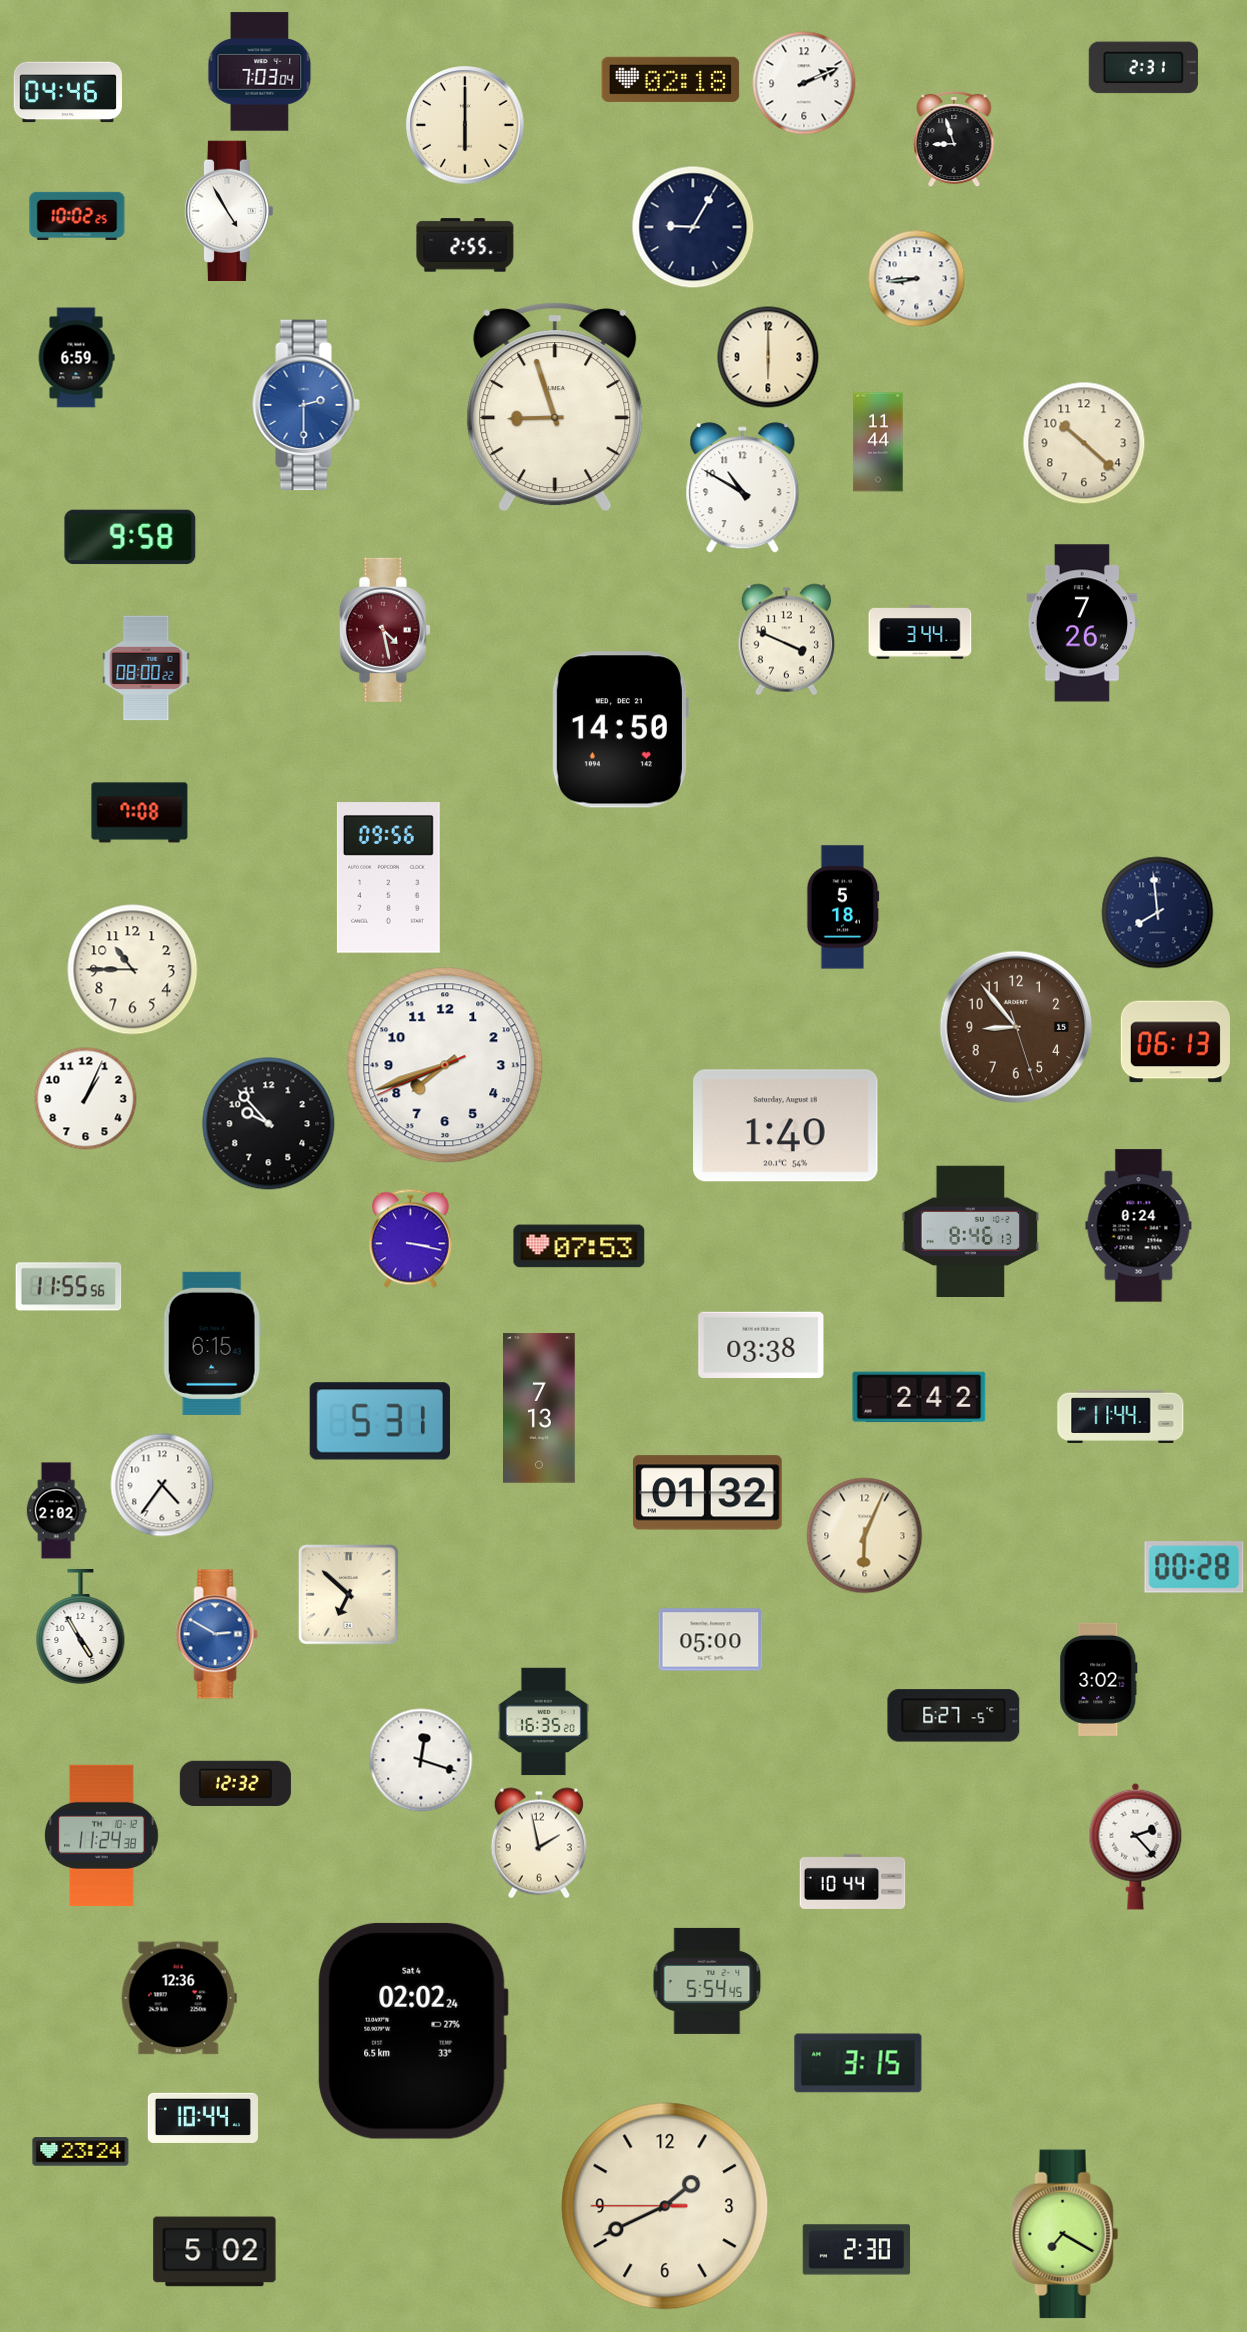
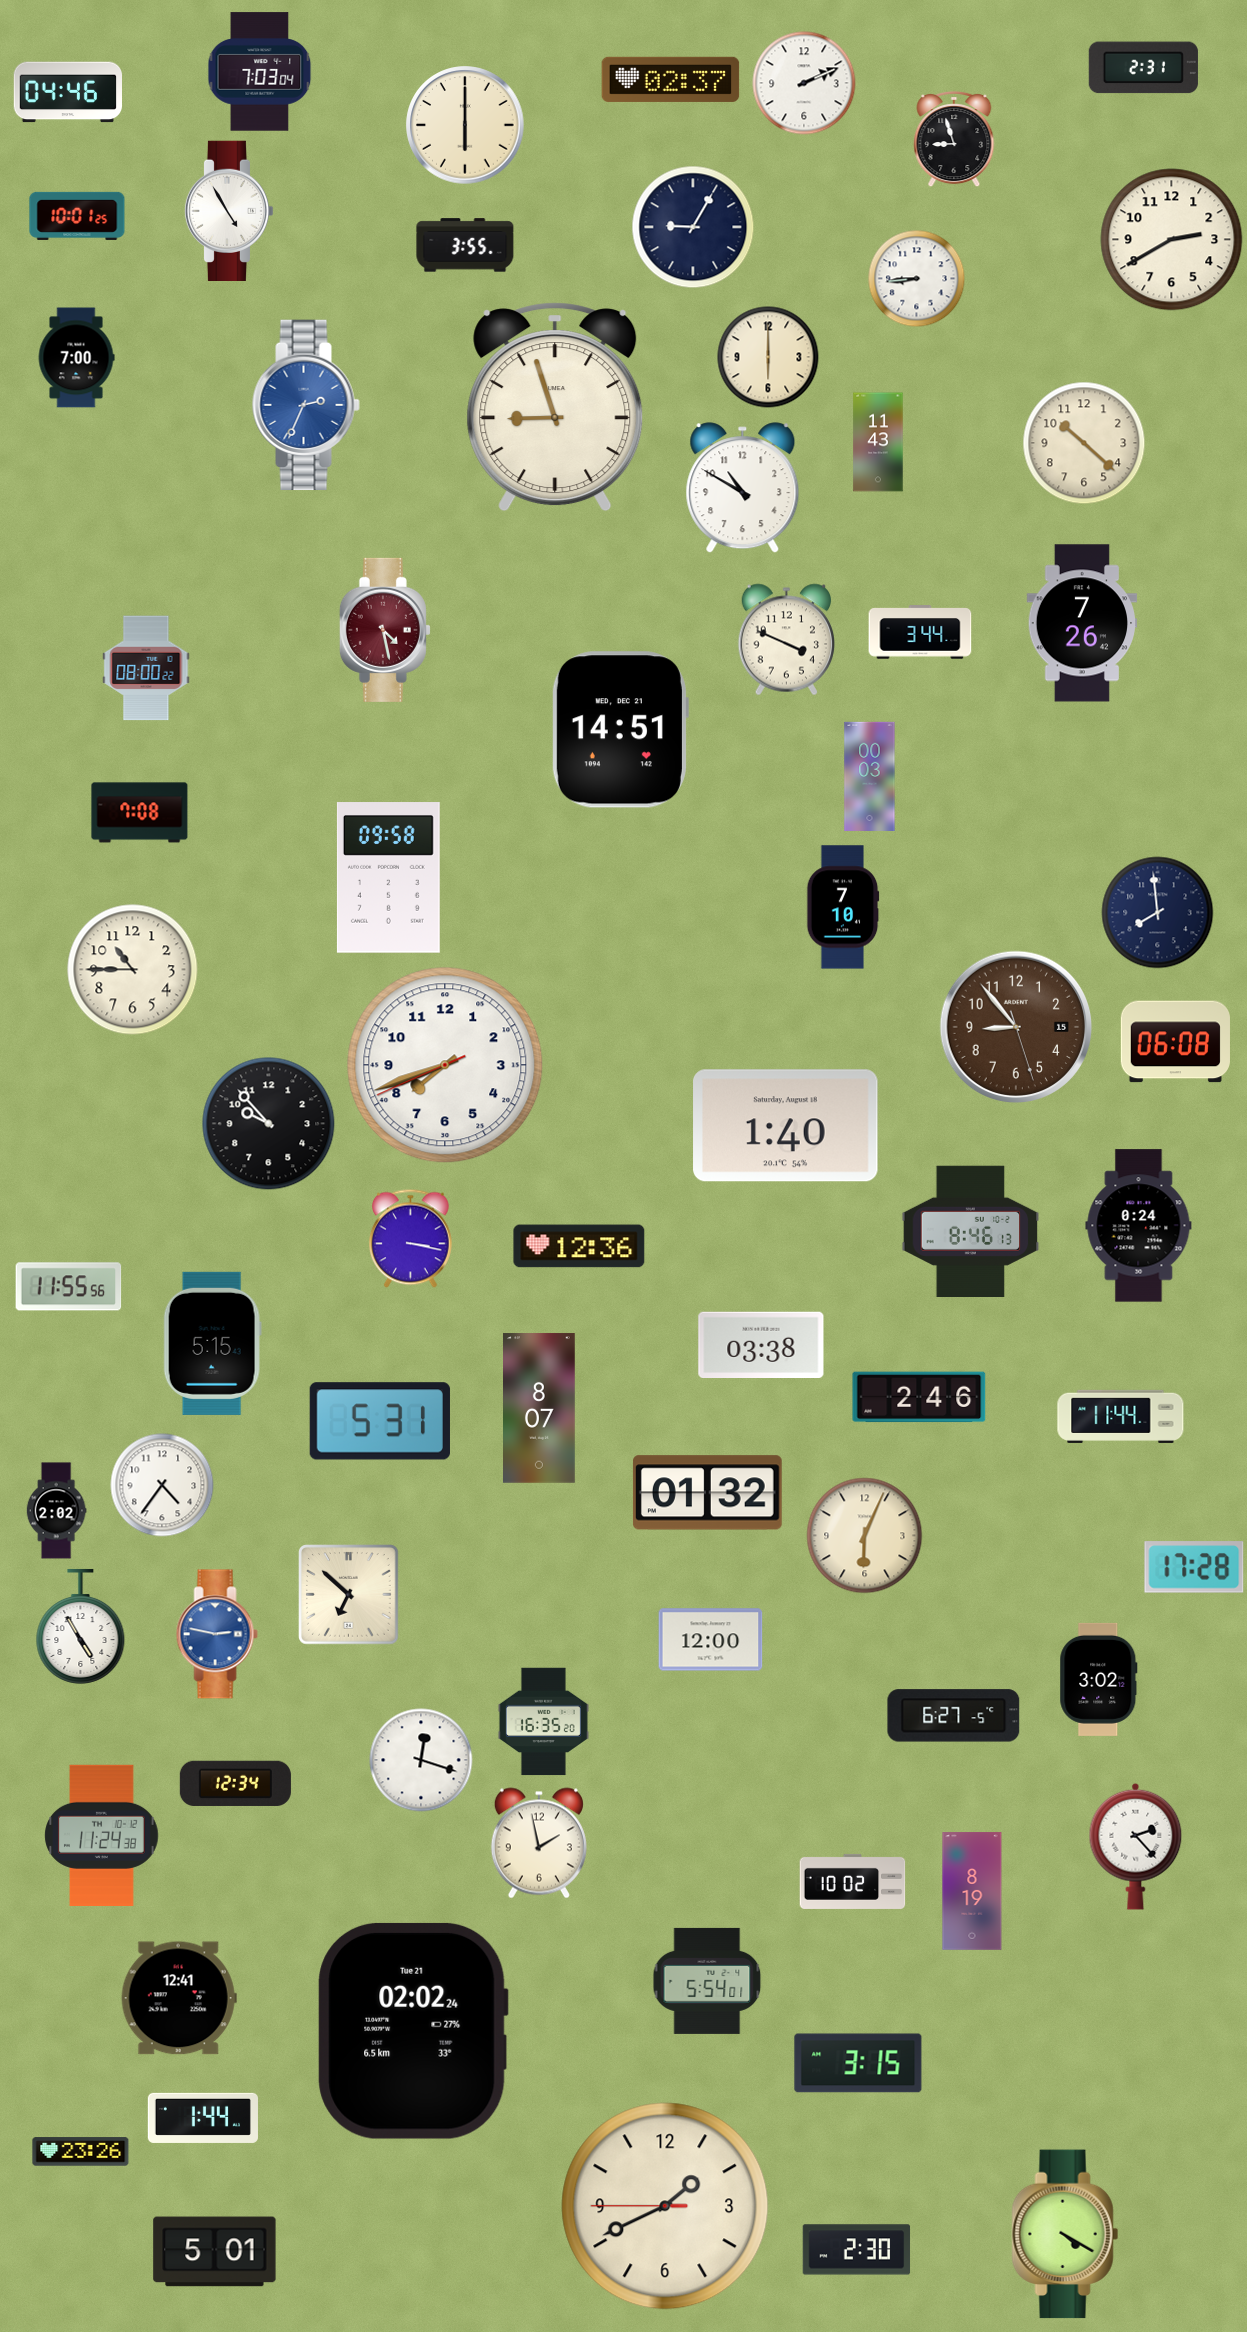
clock at (671, 79): 02:18 -> 02:37
clock at (77, 216): 10:02 -> 10:01
clock at (1172, 240): none -> 2:40
clock at (465, 245): 2:55 -> 3:55
clock at (76, 358): 6:59 -> 7:00
clock at (306, 405): 2:30 -> 2:34
clock at (878, 442): 11:44 -> 11:43
clock at (130, 537): 9:58 -> none
clock at (620, 730): 14:50 -> 14:51
clock at (870, 776): none -> 00:03
clock at (388, 878): 09:56 -> 09:58
clock at (843, 907): 5:18 -> 7:10
clock at (1175, 1042): 06:13 -> 06:08
clock at (86, 1099): 1:04 -> none
clock at (579, 1246): 07:53 -> 12:36
clock at (212, 1343): 6:15 -> 5:15
clock at (919, 1397): 2:42 -> 2:46
clock at (539, 1408): 7:13 -> 8:07
clock at (1194, 1567): 00:28 -> 17:28
clock at (217, 1634): 2:50 -> 2:47
clock at (711, 1640): 05:00 -> 12:00
clock at (235, 1783): 12:32 -> 12:34
clock at (853, 1881): 10:44 -> 10:02
clock at (972, 1891): none -> 8:19
clock at (707, 1981): 5:54:45 -> 5:54:01
clock at (179, 1998): 12:36 -> 12:41
clock at (413, 2031) date: Sat 4 -> Tue 21
clock at (203, 2118): 10:44 -> 1:44
clock at (81, 2152): 23:24 -> 23:26
clock at (1065, 2234): 7:20 -> 4:20
clock at (215, 2252): 5:02 -> 5:01
